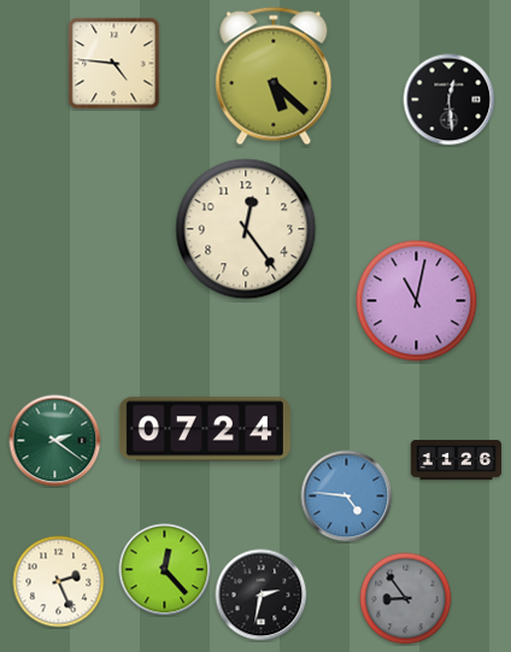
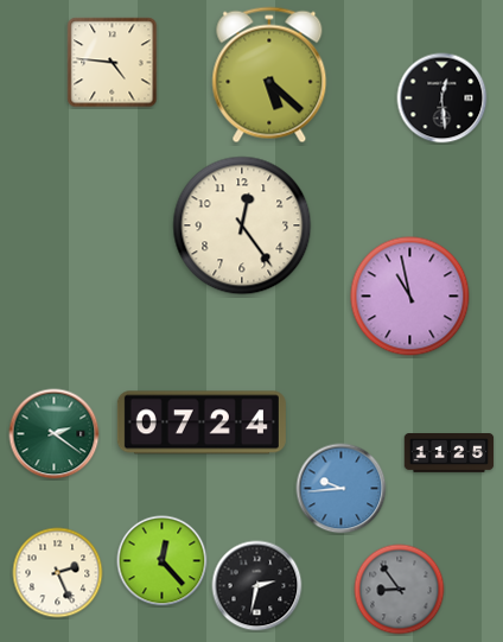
clock at (417, 301): 11:02 -> 10:58
clock at (457, 460): 11:26 -> 11:25
clock at (347, 497): 4:46 -> 9:44
